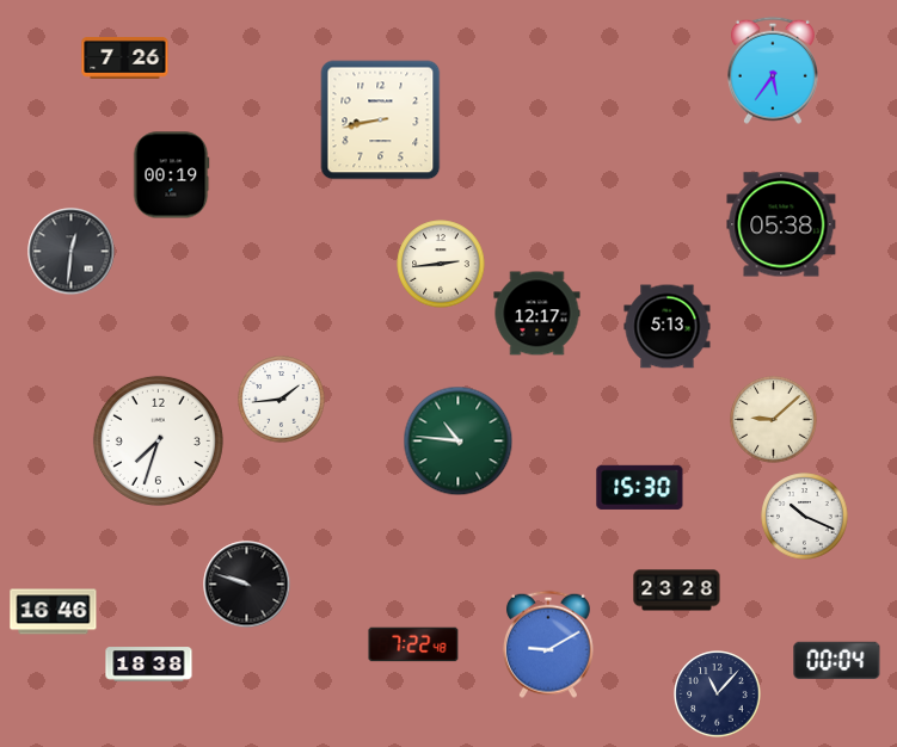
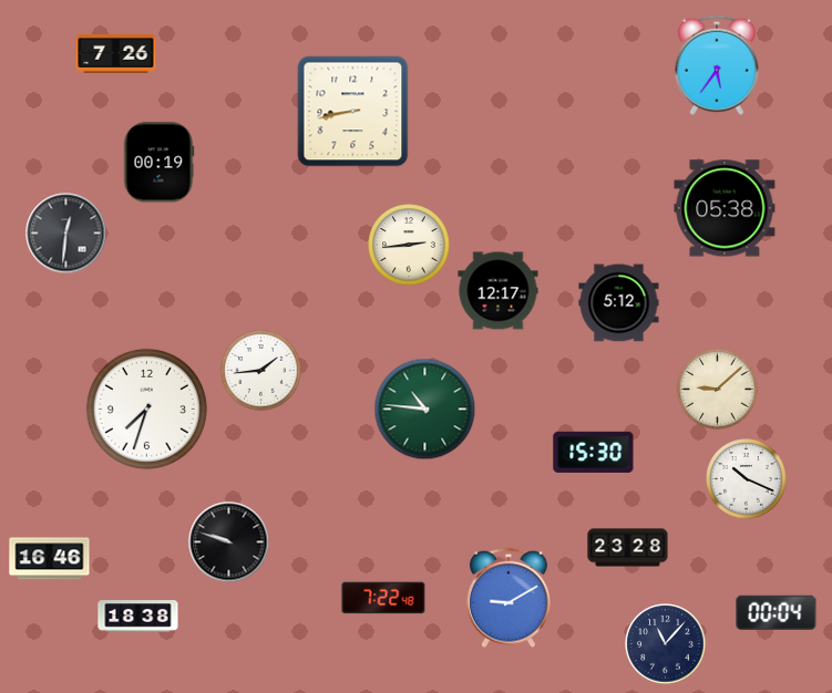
clock at (668, 327): 5:13 -> 5:12
clock at (54, 612) position: (54, 612) -> (50, 559)
